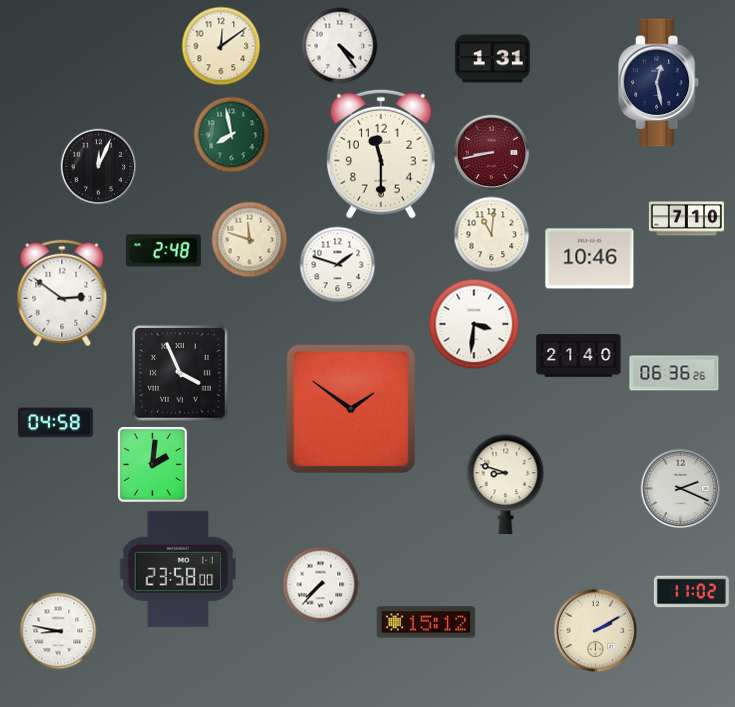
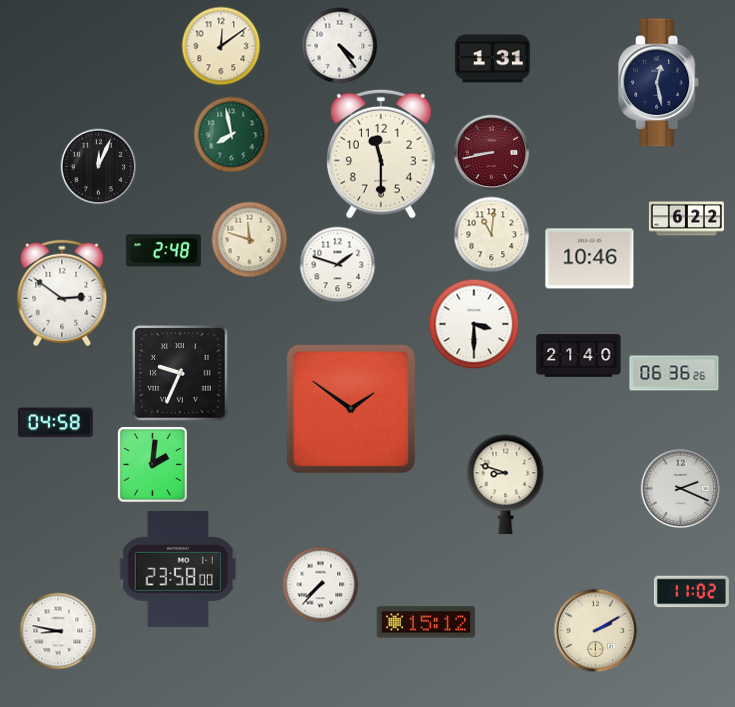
clock at (686, 219): 7:10 -> 6:22
clock at (474, 324): 3:31 -> 3:30
clock at (180, 373): 3:56 -> 9:34
